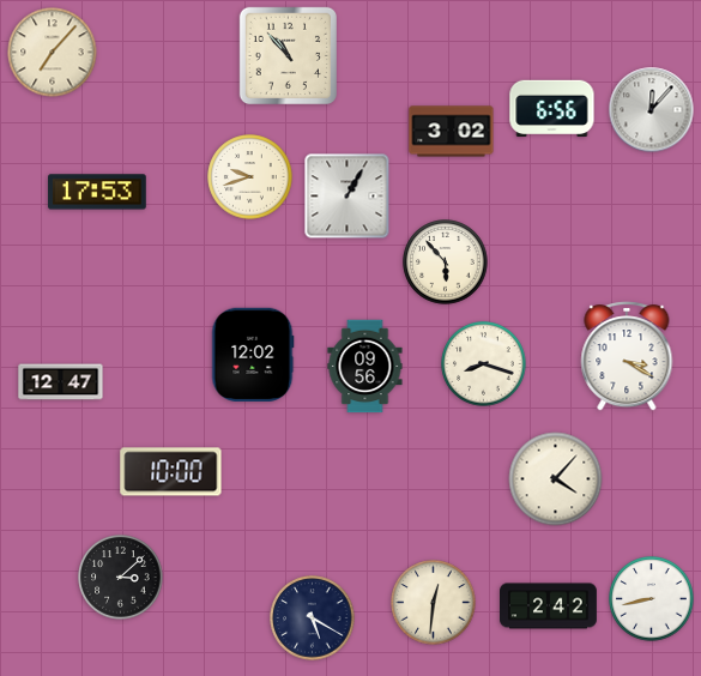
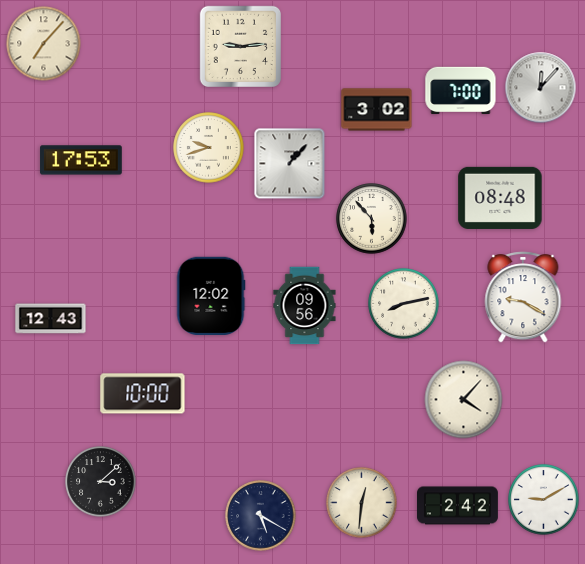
clock at (288, 55): 10:53 -> 9:14
clock at (552, 109): 6:56 -> 7:00
clock at (652, 110) position: (652, 110) -> (541, 88)
clock at (348, 197): 1:05 -> 1:07
clock at (500, 198): none -> 08:48
clock at (627, 356): 3:20 -> 9:20
clock at (484, 364): 8:18 -> 8:13
clock at (61, 382): 12:47 -> 12:43
clock at (652, 599): 8:43 -> 9:10
